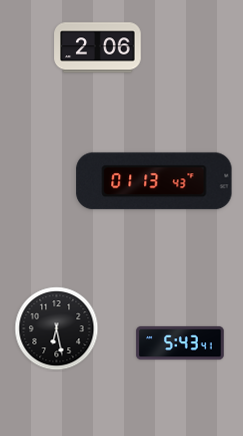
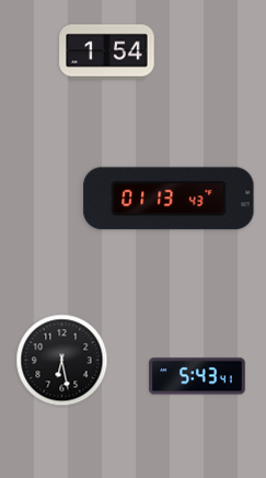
clock at (98, 48): 2:06 -> 1:54
